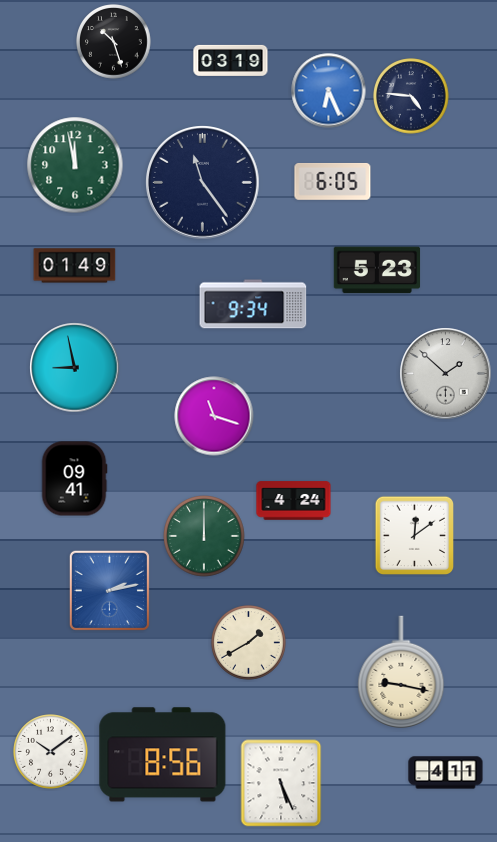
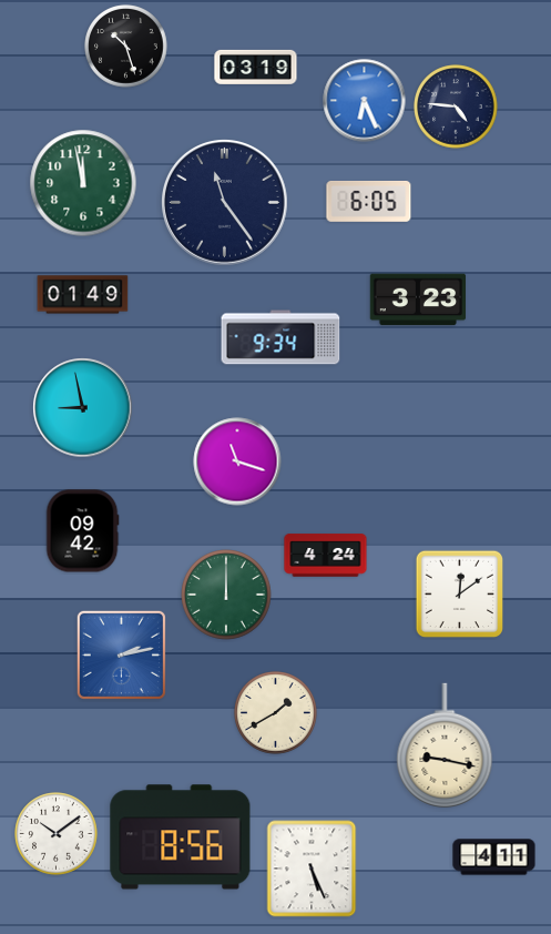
clock at (377, 270): 5:23 -> 3:23
clock at (446, 374): 1:52 -> none
clock at (74, 479): 09:41 -> 09:42
